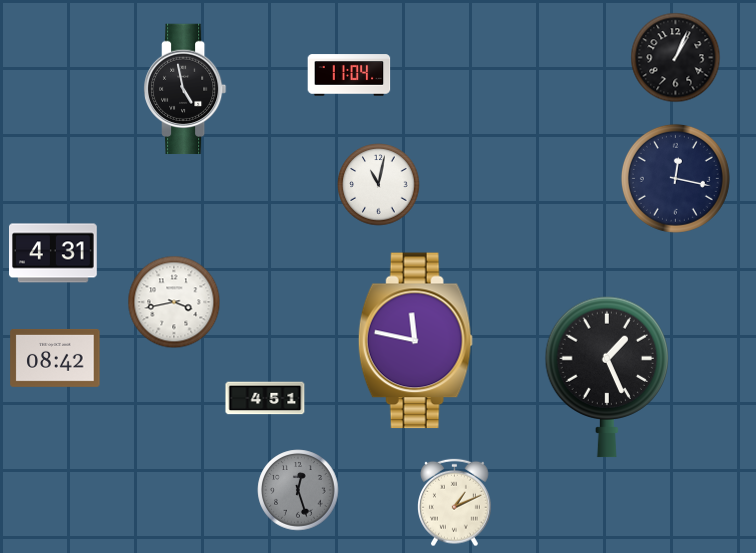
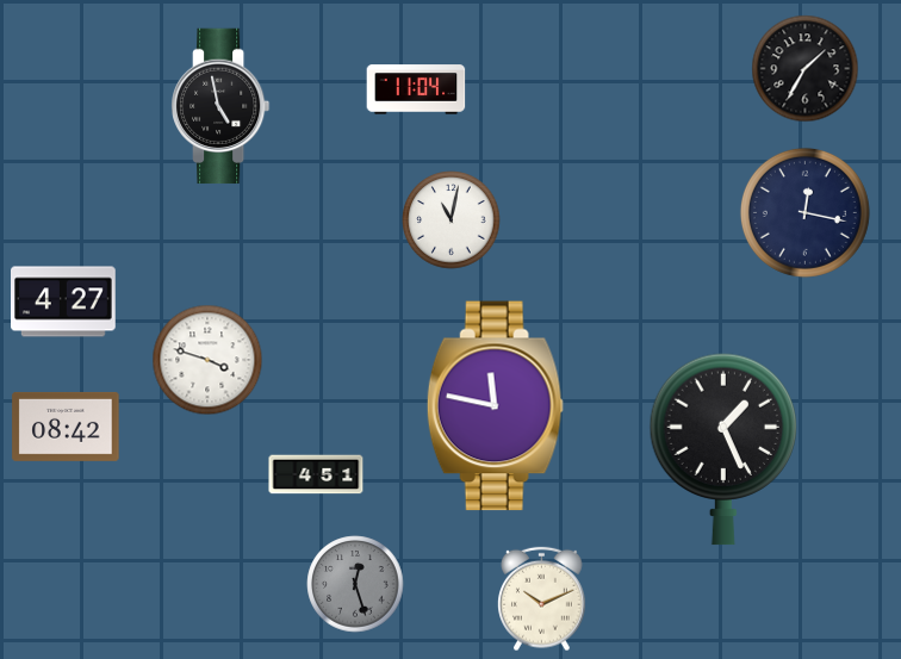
clock at (676, 58): 1:04 -> 1:35
clock at (54, 253): 4:31 -> 4:27
clock at (174, 302): 3:43 -> 3:48
clock at (455, 503): 1:11 -> 10:11
